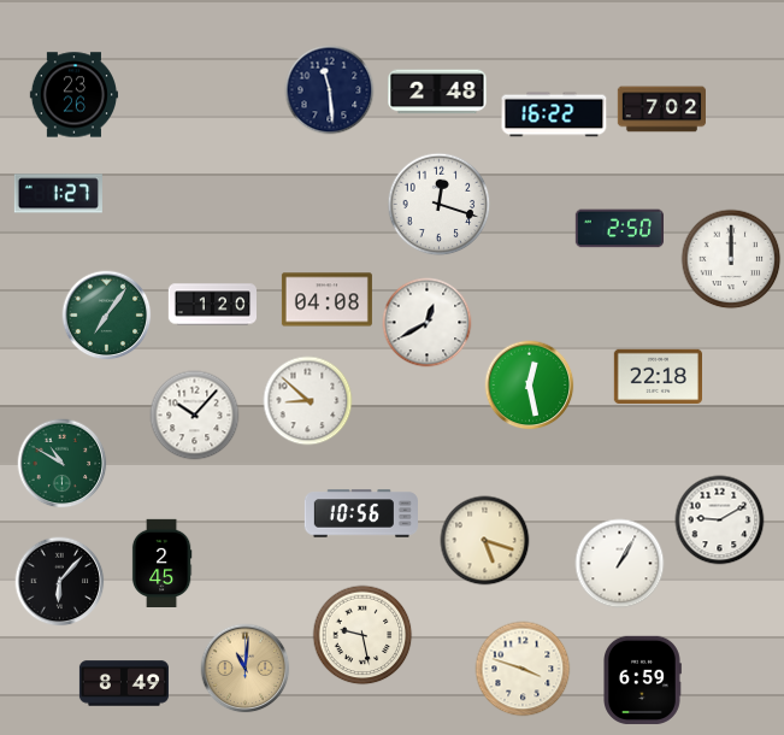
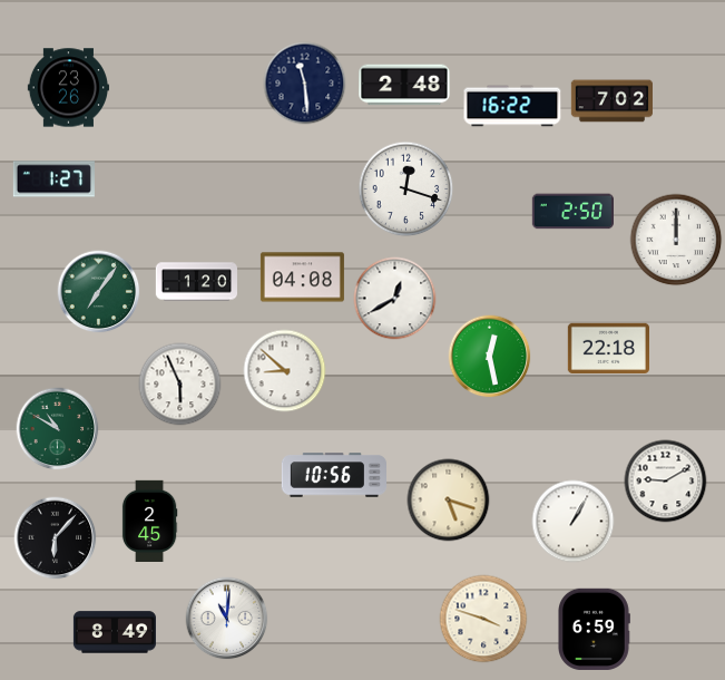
clock at (195, 416): 10:07 -> 5:56
clock at (362, 635): 9:28 -> none
clock at (246, 669) dial: champagne -> white
